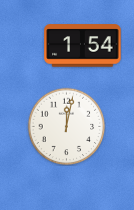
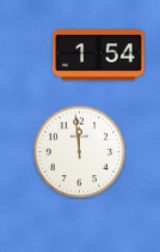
clock at (66, 126): 12:02 -> 11:59
